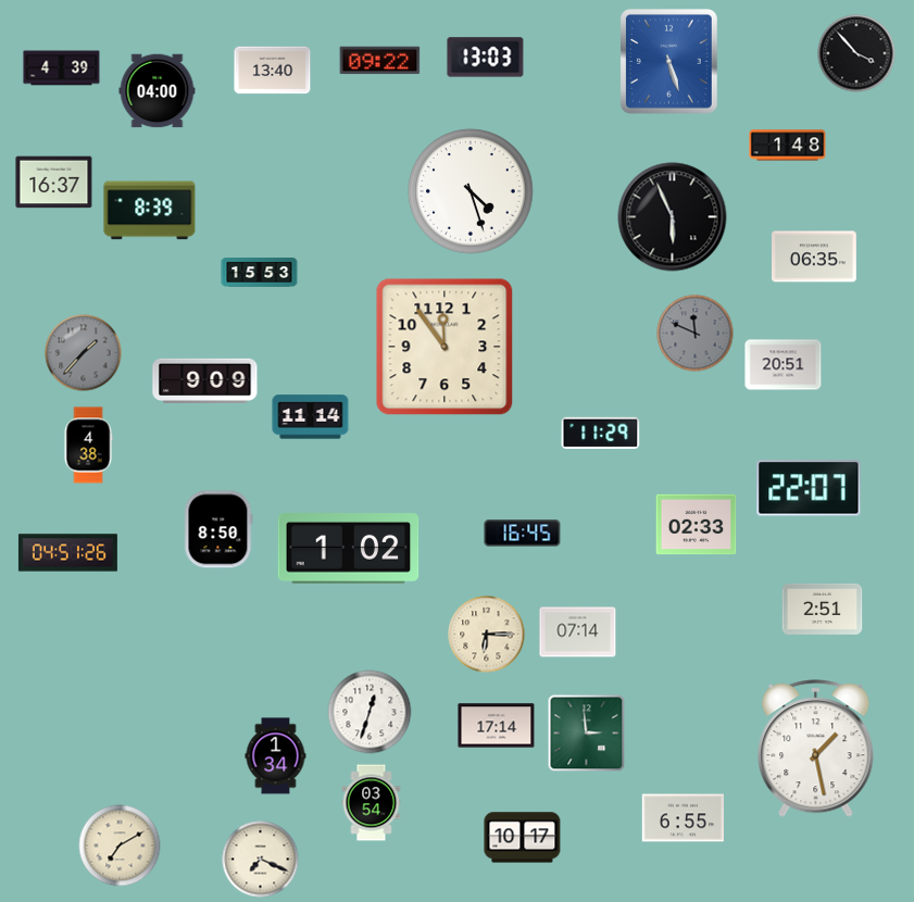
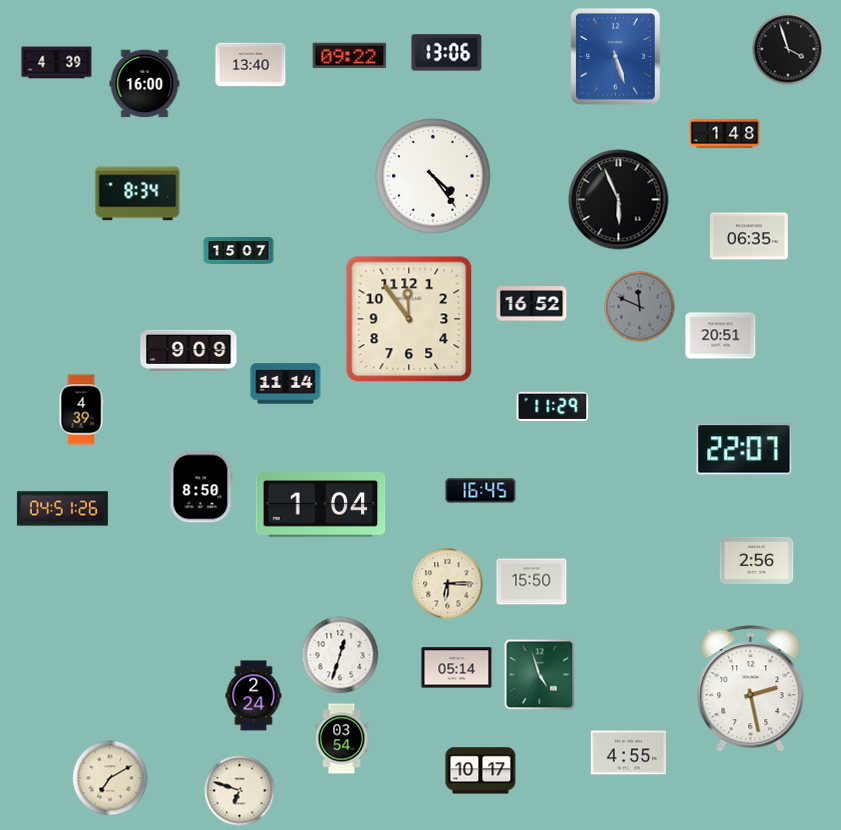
clock at (856, 53): 3:53 -> 3:57
clock at (486, 58): 13:03 -> 13:06
clock at (158, 91): 04:00 -> 16:00
clock at (54, 183): 16:37 -> none
clock at (471, 191): 4:27 -> 4:24
clock at (150, 211): 8:39 -> 8:34
clock at (260, 273): 15:53 -> 15:07
clock at (532, 304): none -> 16:52
clock at (84, 353): 1:37 -> none
clock at (601, 433) position: (601, 433) -> (553, 406)
clock at (88, 446): 4:38 -> 4:39
clock at (697, 525): 02:33 -> none
clock at (349, 549): 1:02 -> 1:04
clock at (823, 609): 2:51 -> 2:56
clock at (578, 632): 07:14 -> 15:50
clock at (497, 726): 17:14 -> 05:14
clock at (587, 734): 2:59 -> 4:57
clock at (816, 749): 1:28 -> 2:28
clock at (276, 756): 1:34 -> 2:24
clock at (684, 818): 6:55 -> 4:55
clock at (261, 860): 7:19 -> 6:48
